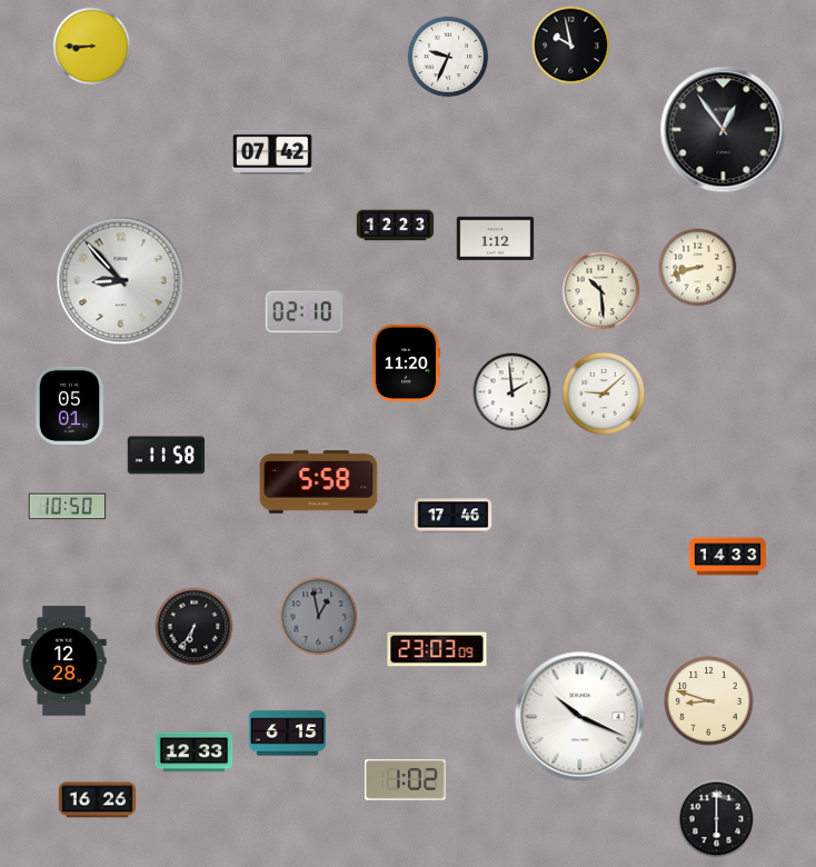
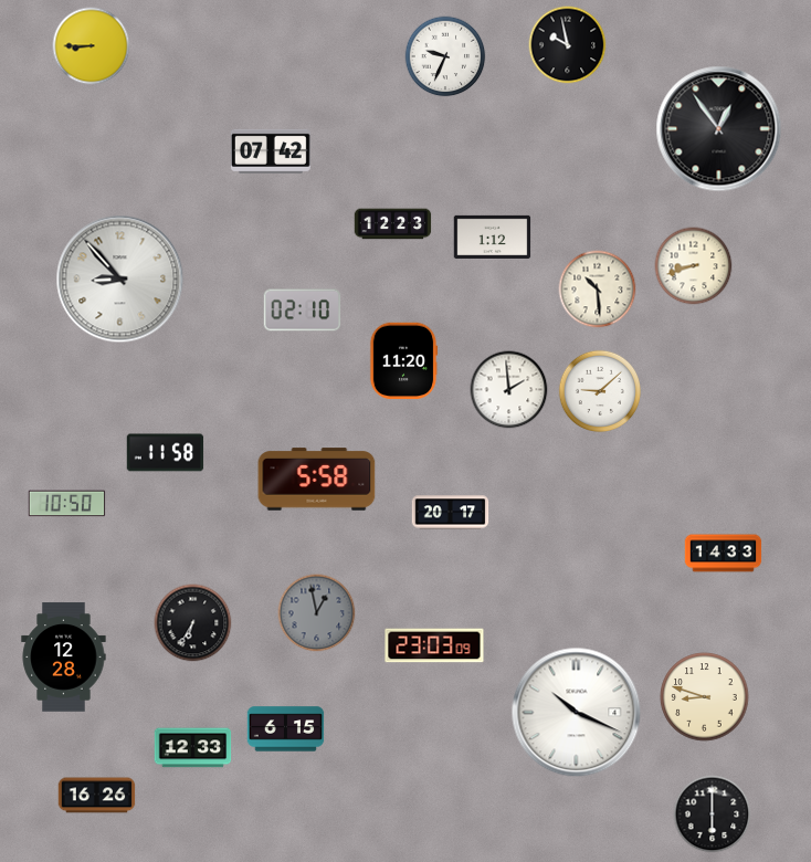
clock at (70, 406): 05:01 -> none
clock at (454, 516): 17:46 -> 20:17
clock at (406, 780): 1:02 -> none
